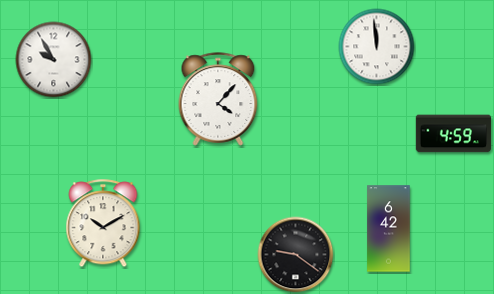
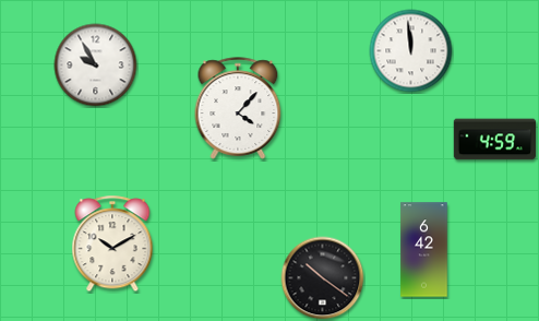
clock at (54, 60) position: (54, 60) -> (96, 66)
clock at (454, 134) position: (454, 134) -> (495, 140)
clock at (296, 255): 9:21 -> 10:21
